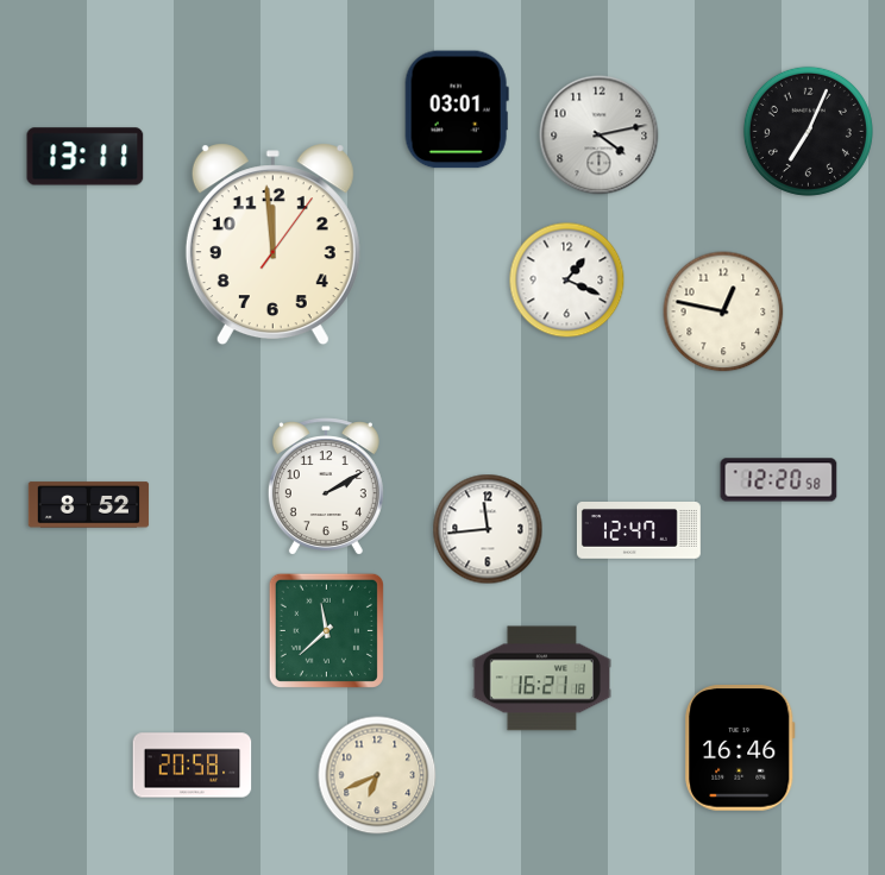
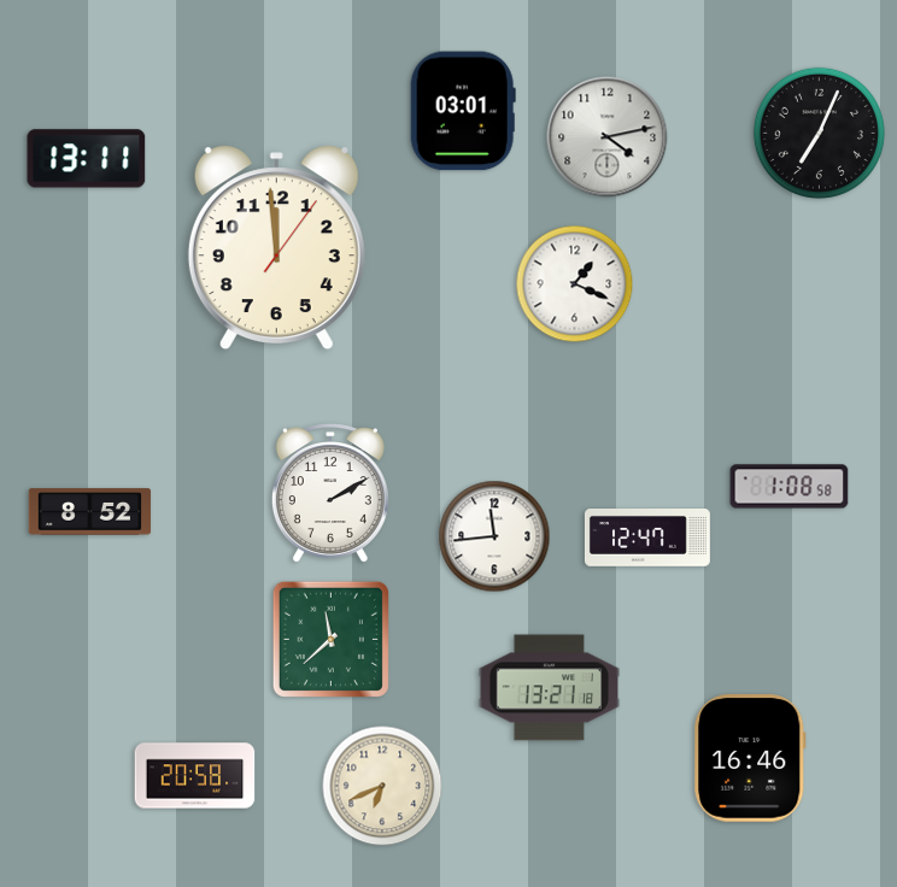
clock at (723, 311): 12:47 -> none
clock at (779, 480): 12:20 -> 1:08
clock at (541, 679): 16:21 -> 13:21
